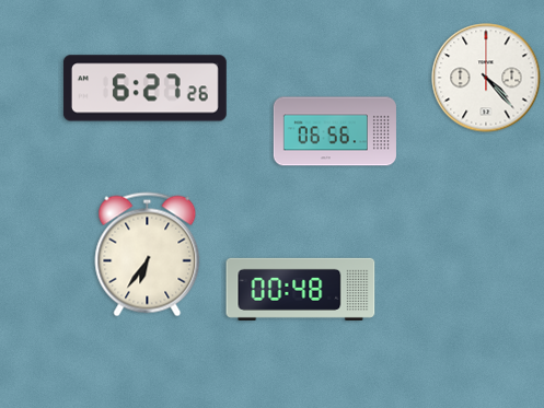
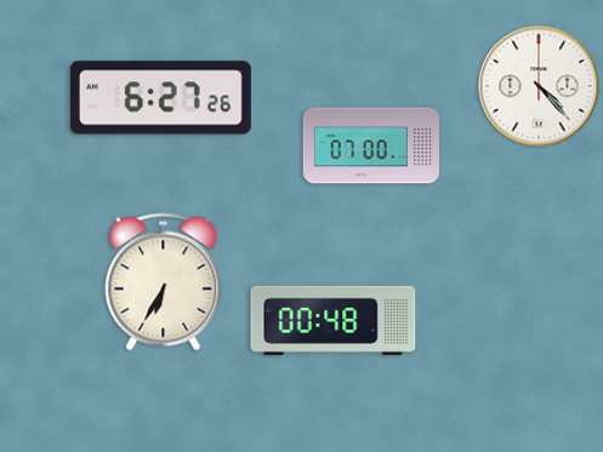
clock at (335, 131): 06:56 -> 07:00
clock at (148, 255): 6:36 -> 6:35
